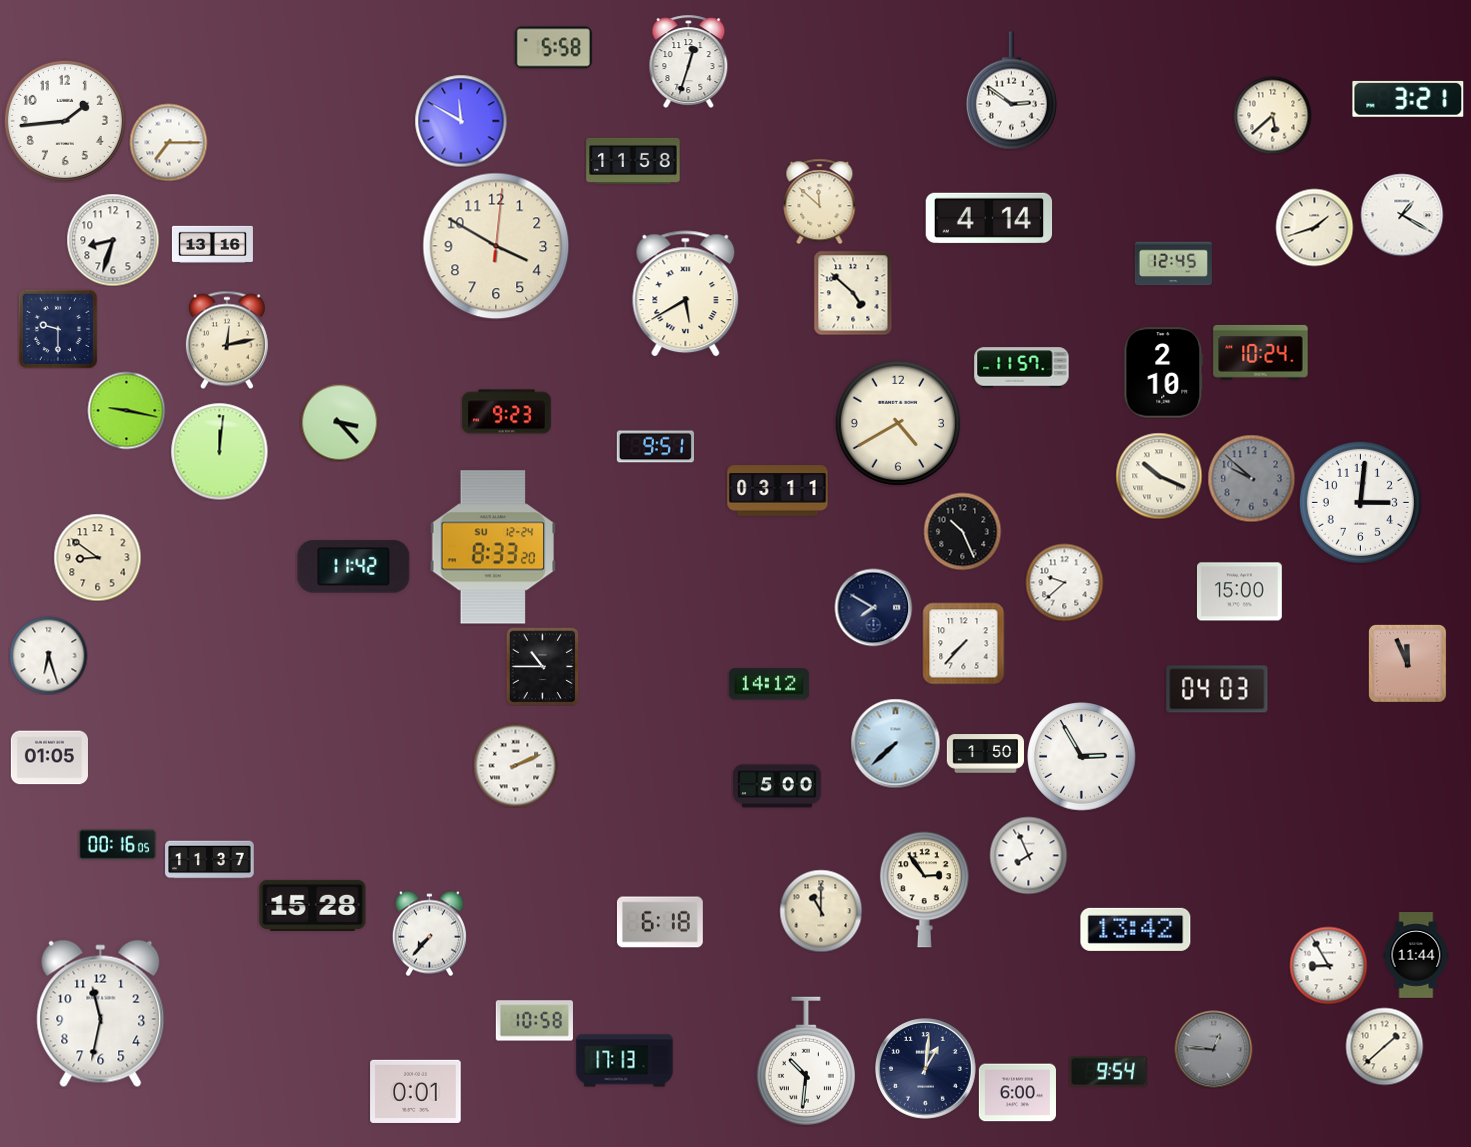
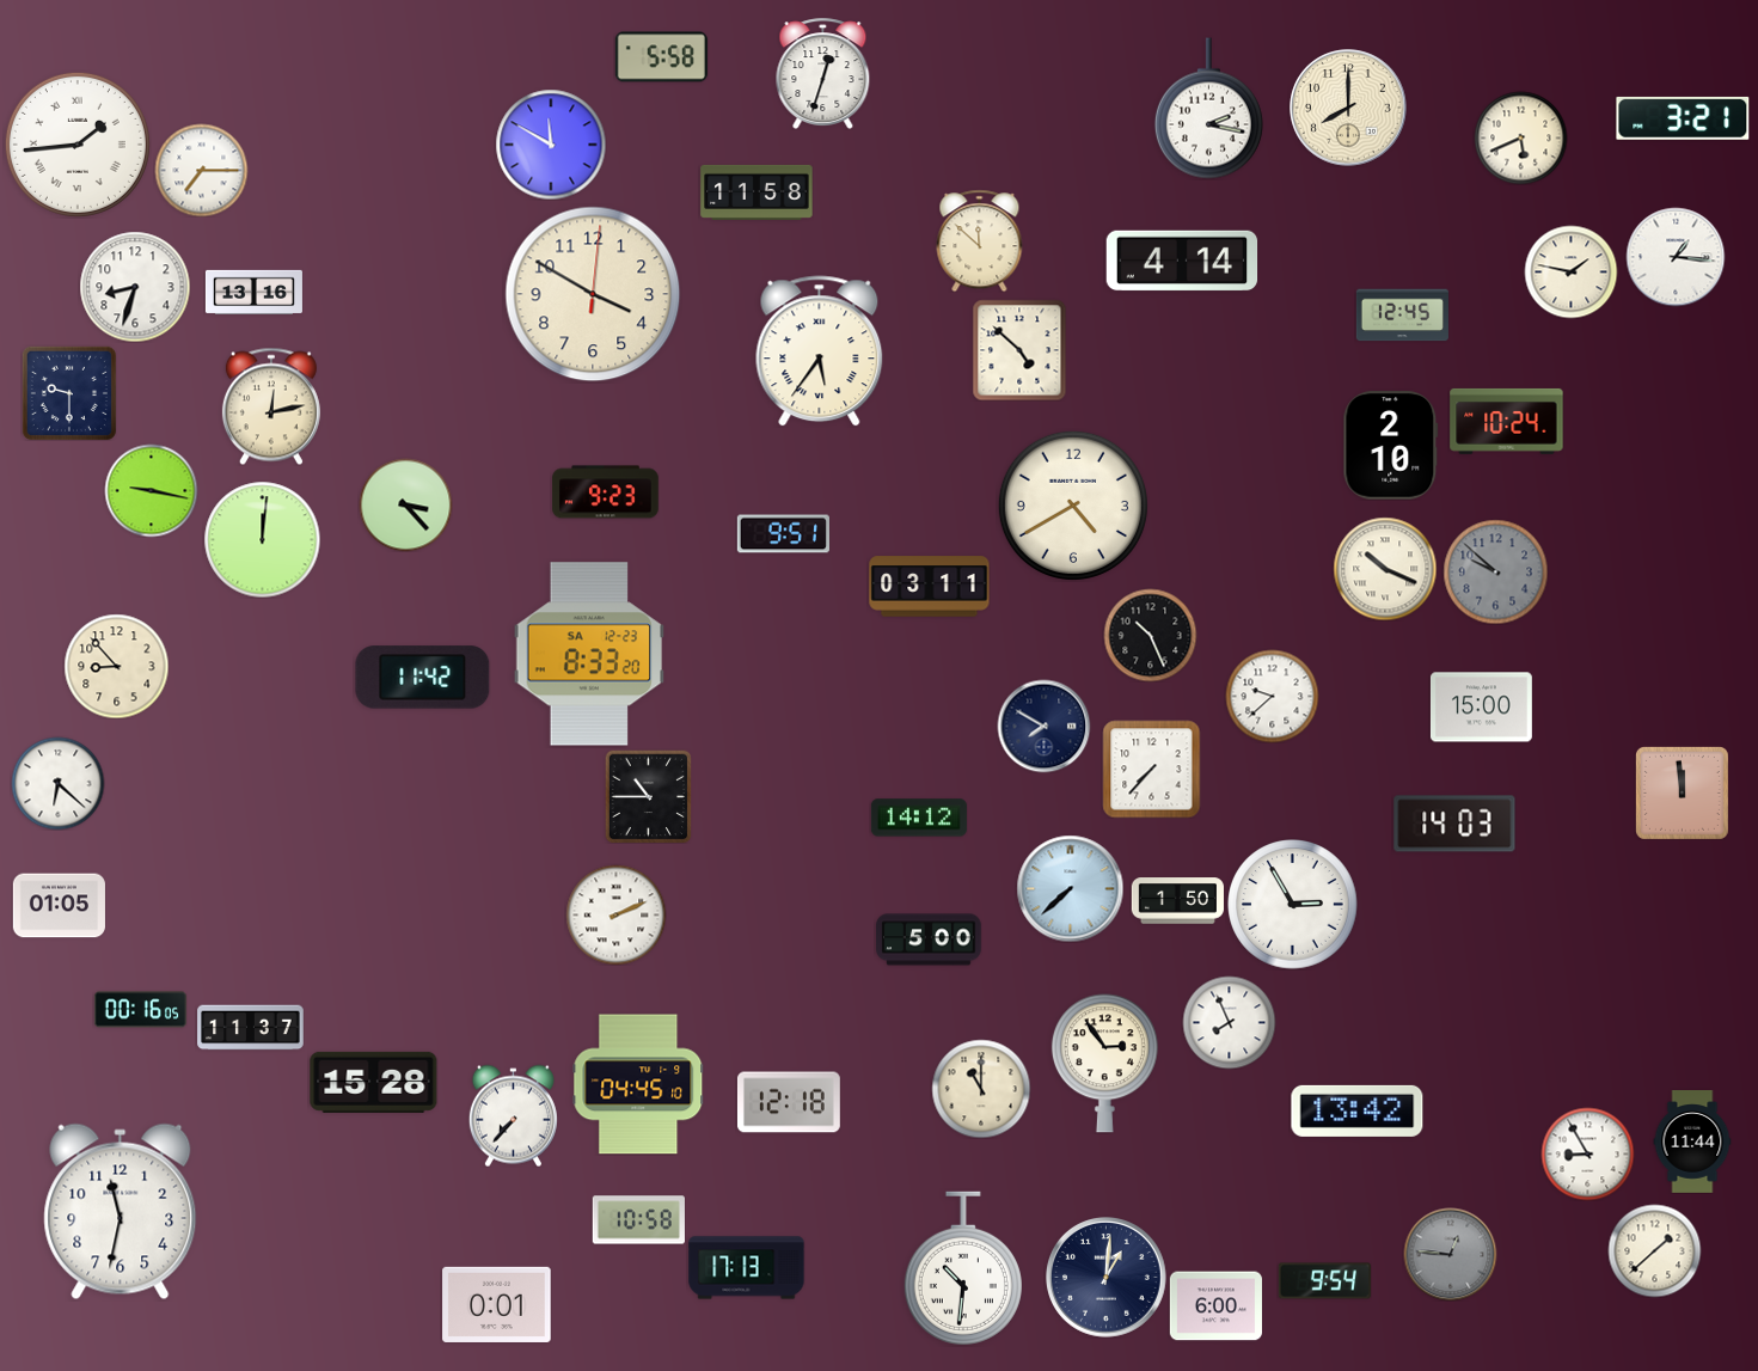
clock at (1348, 108): none -> 8:00
clock at (1011, 91): 2:51 -> 2:17
clock at (1272, 115): 5:38 -> 5:41
clock at (65, 121) numerals: Arabic -> Roman
clock at (1402, 215): 1:20 -> 1:16
clock at (1314, 227): 1:42 -> 1:47
clock at (686, 294): 5:40 -> 5:36
clock at (1022, 368): 11:57 -> none
clock at (1360, 502): 3:01 -> none
clock at (493, 547) date: SU 12-24 -> SA 12-23
clock at (97, 557): 8:51 -> 8:53
clock at (48, 655): 6:27 -> 6:22
clock at (1407, 663): 11:56 -> 11:59
clock at (1217, 689): 04:03 -> 14:03
clock at (638, 1084): none -> 04:45
clock at (660, 922): 6:18 -> 12:18
